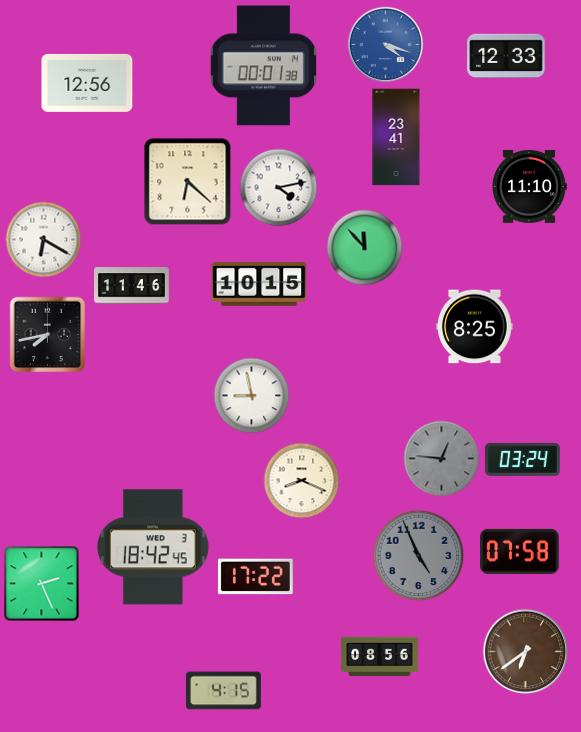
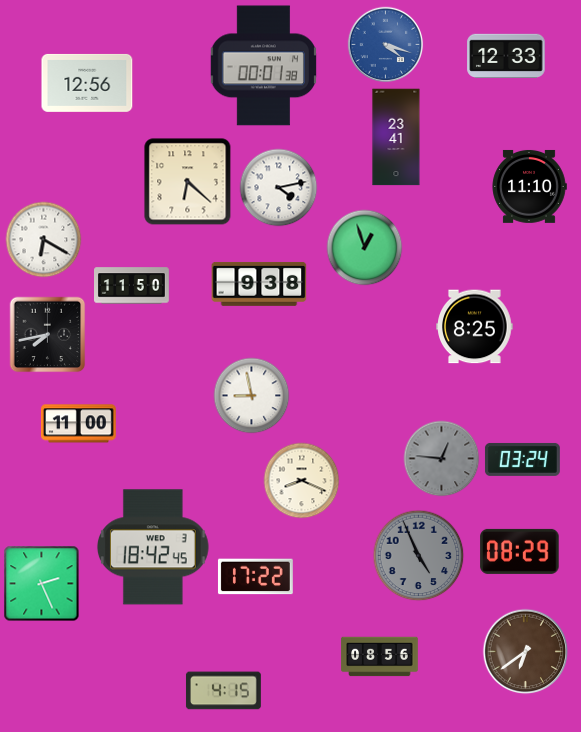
clock at (365, 248): 11:53 -> 12:57
clock at (259, 284): 10:15 -> 9:38
clock at (132, 286): 11:46 -> 11:50
clock at (78, 424): none -> 11:00
clock at (520, 551): 07:58 -> 08:29
